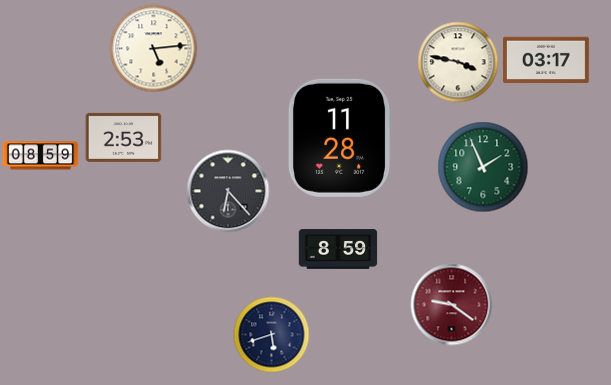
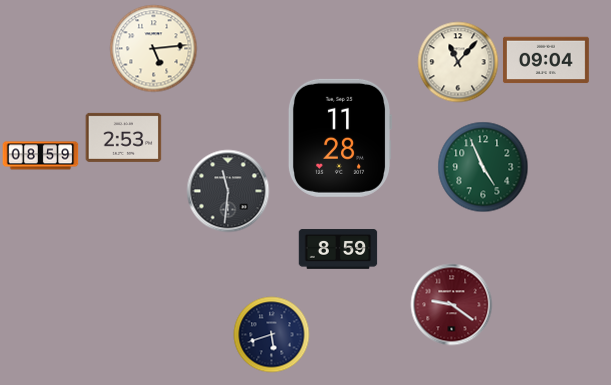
clock at (546, 60): 03:17 -> 09:04
clock at (458, 62): 3:47 -> 11:07
clock at (483, 167): 1:56 -> 4:56
clock at (228, 191): 6:23 -> 11:31
